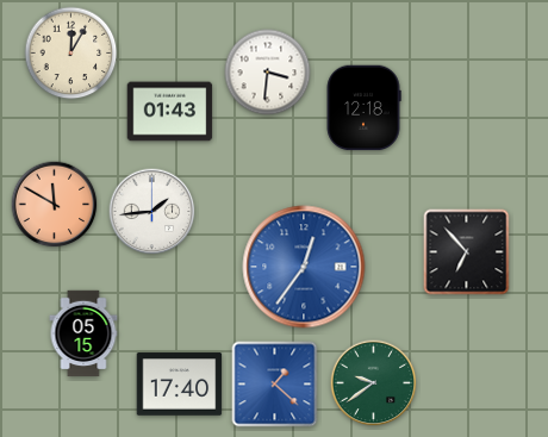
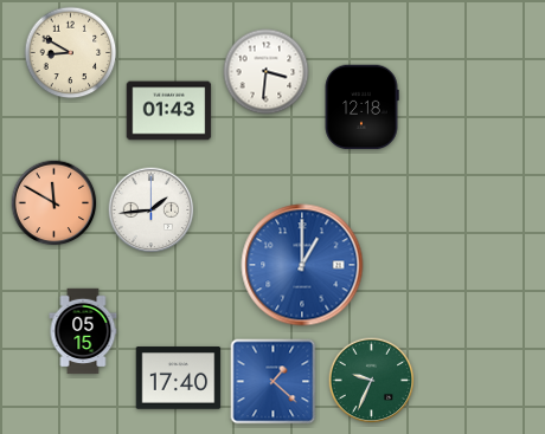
clock at (71, 54): 12:05 -> 8:50
clock at (467, 252): 6:53 -> none
clock at (304, 267): 12:36 -> 1:00
clock at (374, 383): 9:39 -> 9:34
clock at (180, 385) position: (180, 385) -> (179, 378)
